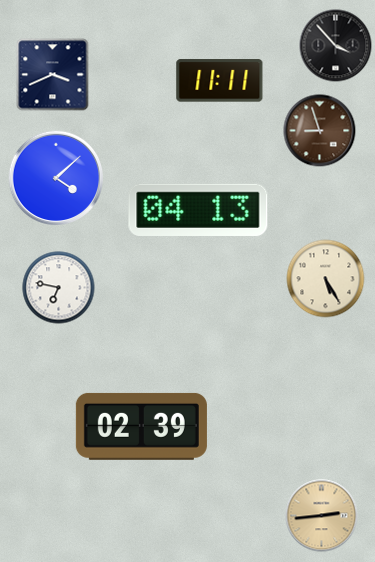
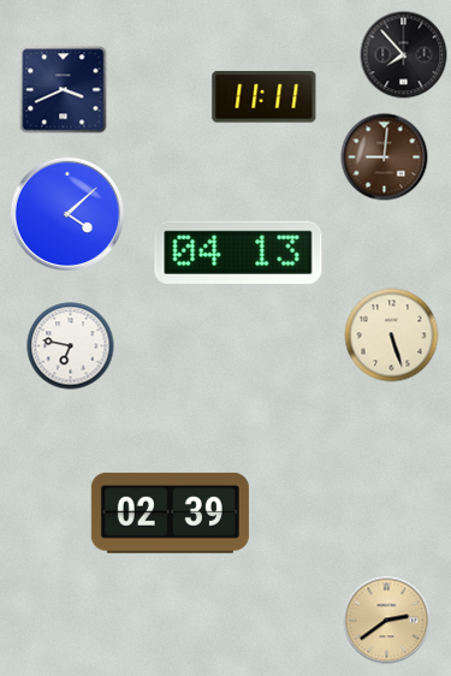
clock at (336, 46): 3:53 -> 7:53
clock at (320, 131): 8:57 -> 9:01
clock at (326, 279): 5:25 -> 5:27
clock at (322, 516): 2:44 -> 2:39
